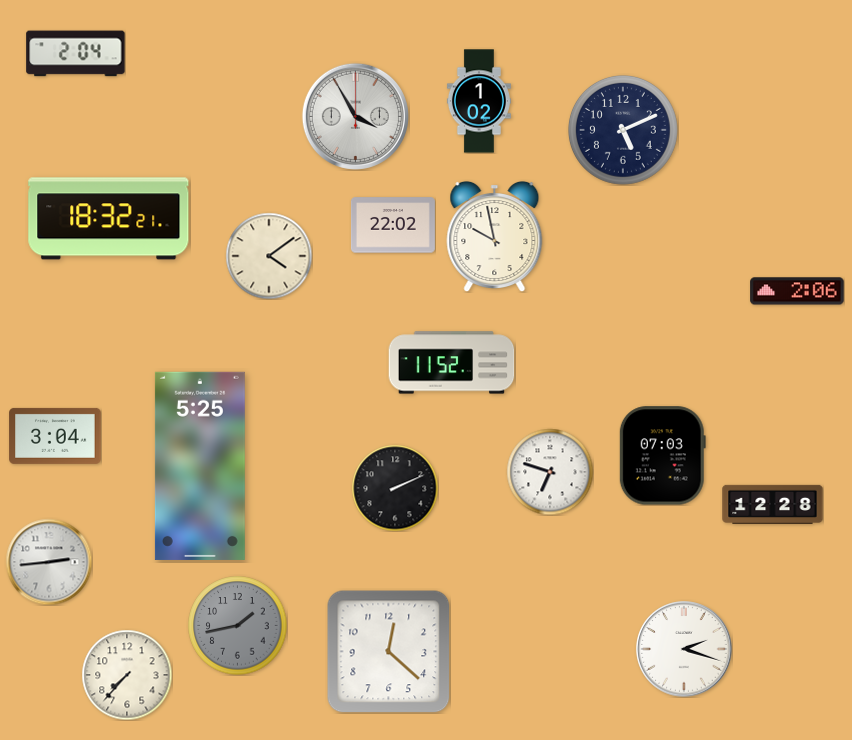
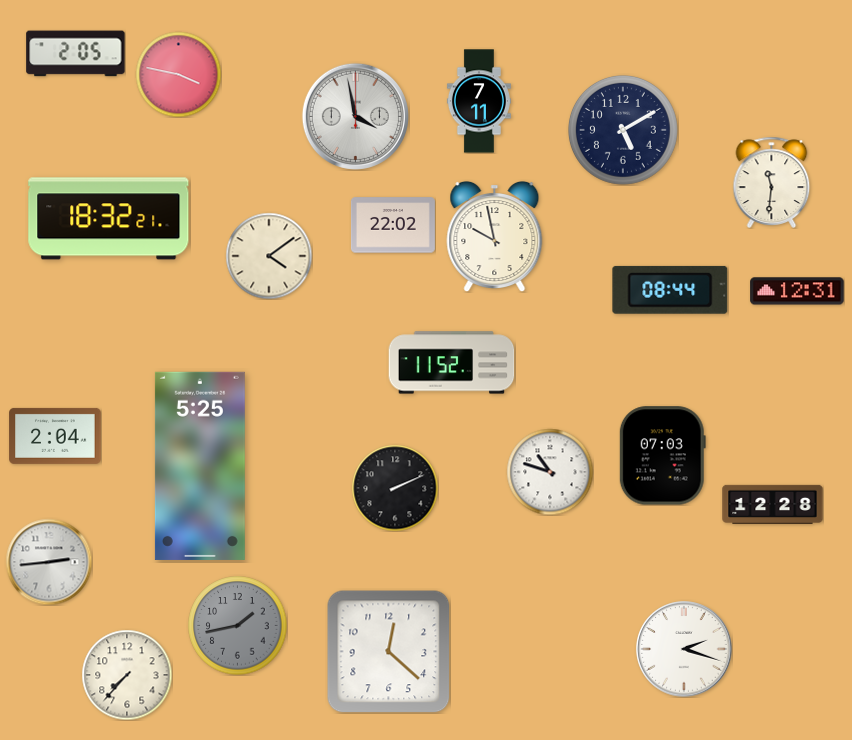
clock at (76, 54): 2:04 -> 2:05
clock at (178, 74): none -> 3:47
clock at (479, 101): 1:02 -> 7:11
clock at (355, 116): 3:55 -> 3:58
clock at (623, 130): 5:11 -> 5:10
clock at (772, 182): none -> 11:31
clock at (670, 290): none -> 08:44
clock at (797, 291): 2:06 -> 12:31
clock at (55, 436): 3:04 -> 2:04
clock at (550, 472): 6:48 -> 10:48
